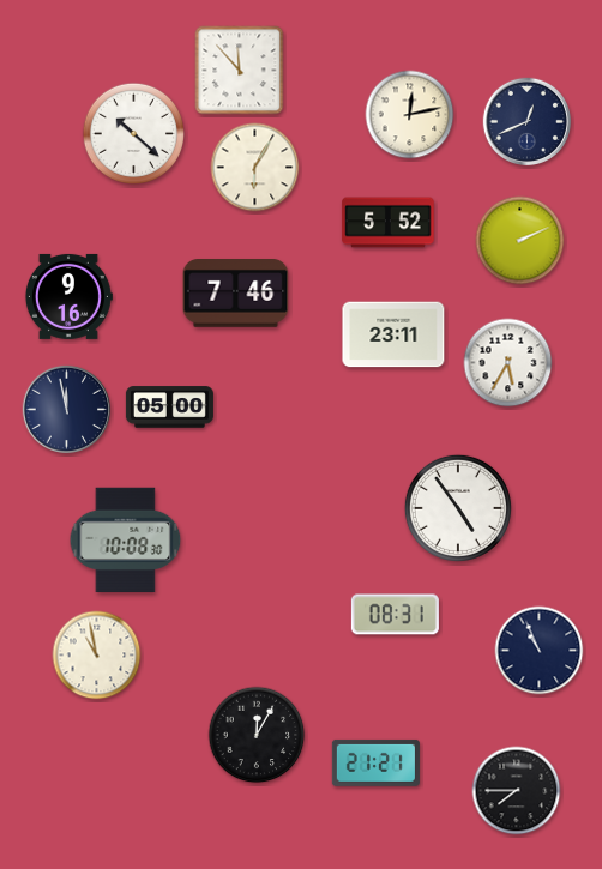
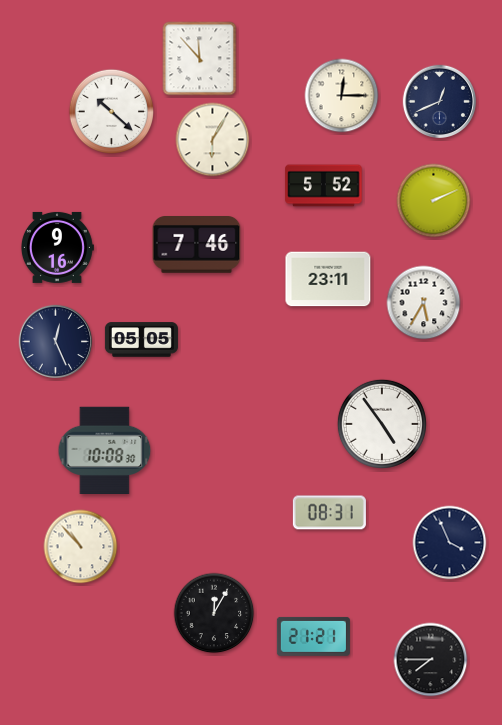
clock at (410, 115): 12:13 -> 12:15
clock at (169, 408): 05:00 -> 05:05
clock at (67, 410): 11:58 -> 12:26
clock at (540, 651): 10:56 -> 3:56
clock at (97, 656): 10:58 -> 10:53
